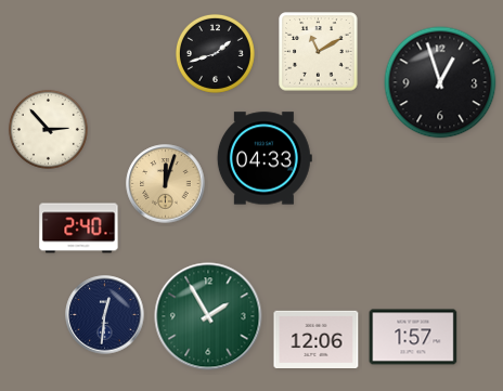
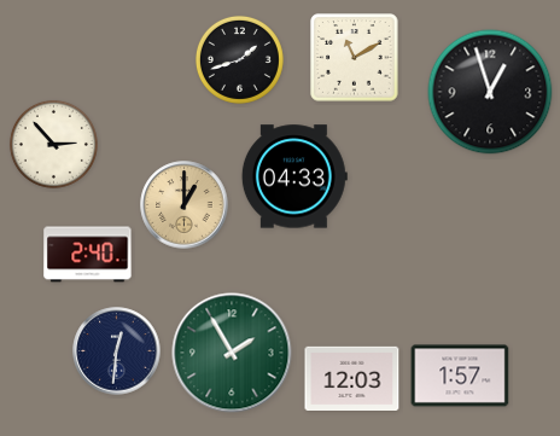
clock at (166, 184): 12:03 -> 1:00
clock at (317, 339): 12:06 -> 12:03
